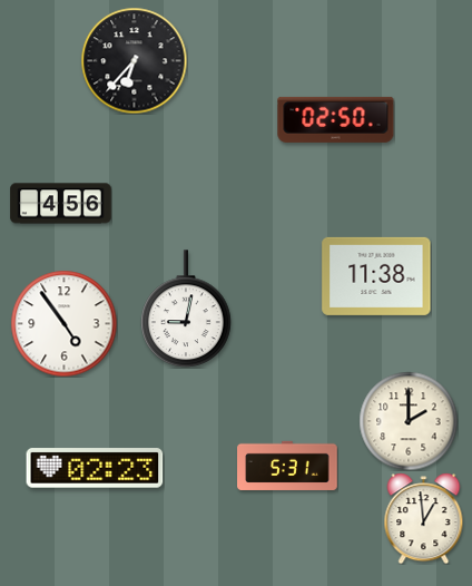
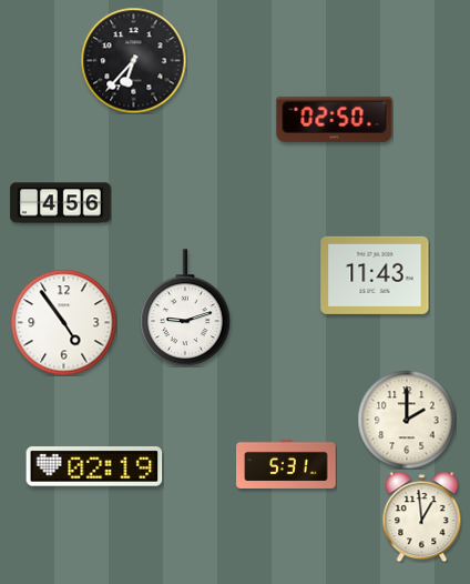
clock at (376, 276): 11:38 -> 11:43
clock at (187, 309): 9:02 -> 9:12
clock at (95, 468): 02:23 -> 02:19
